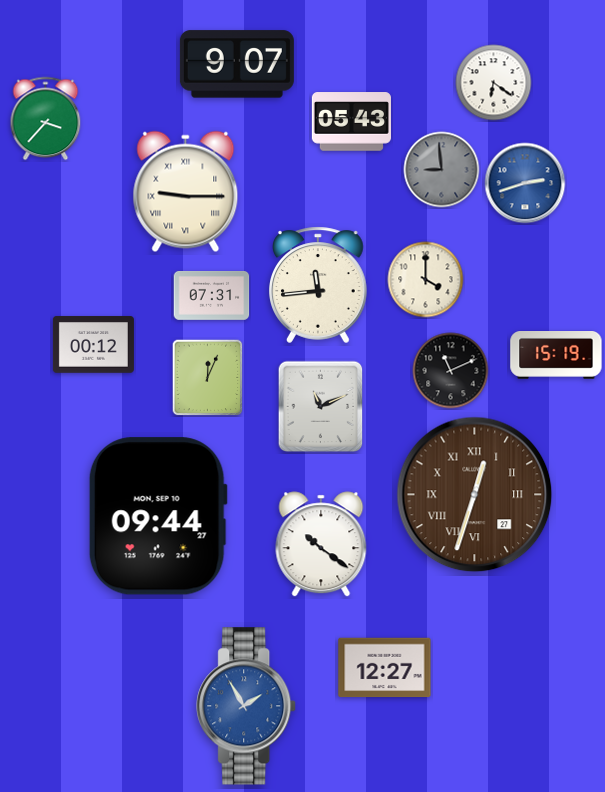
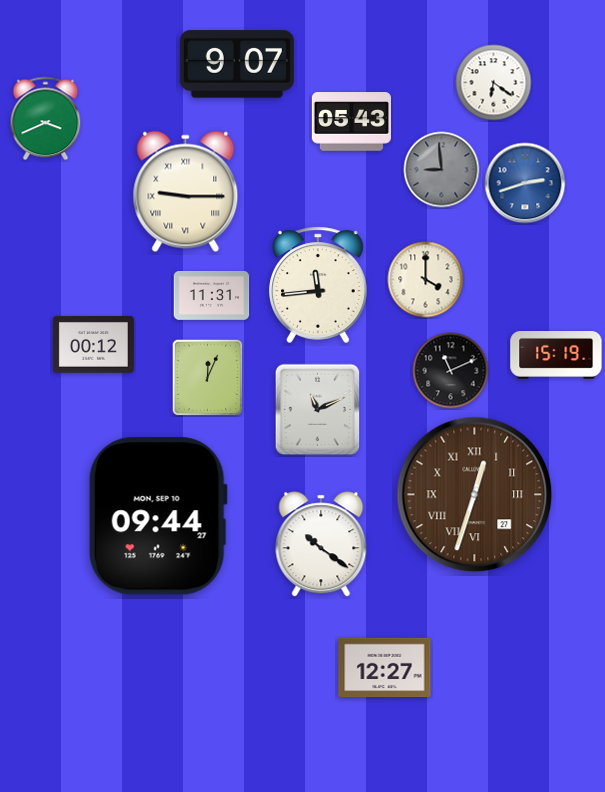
clock at (46, 119): 3:37 -> 3:41
clock at (212, 296): 07:31 -> 11:31
clock at (321, 407) position: (321, 407) -> (318, 410)
clock at (247, 706): 1:55 -> none
